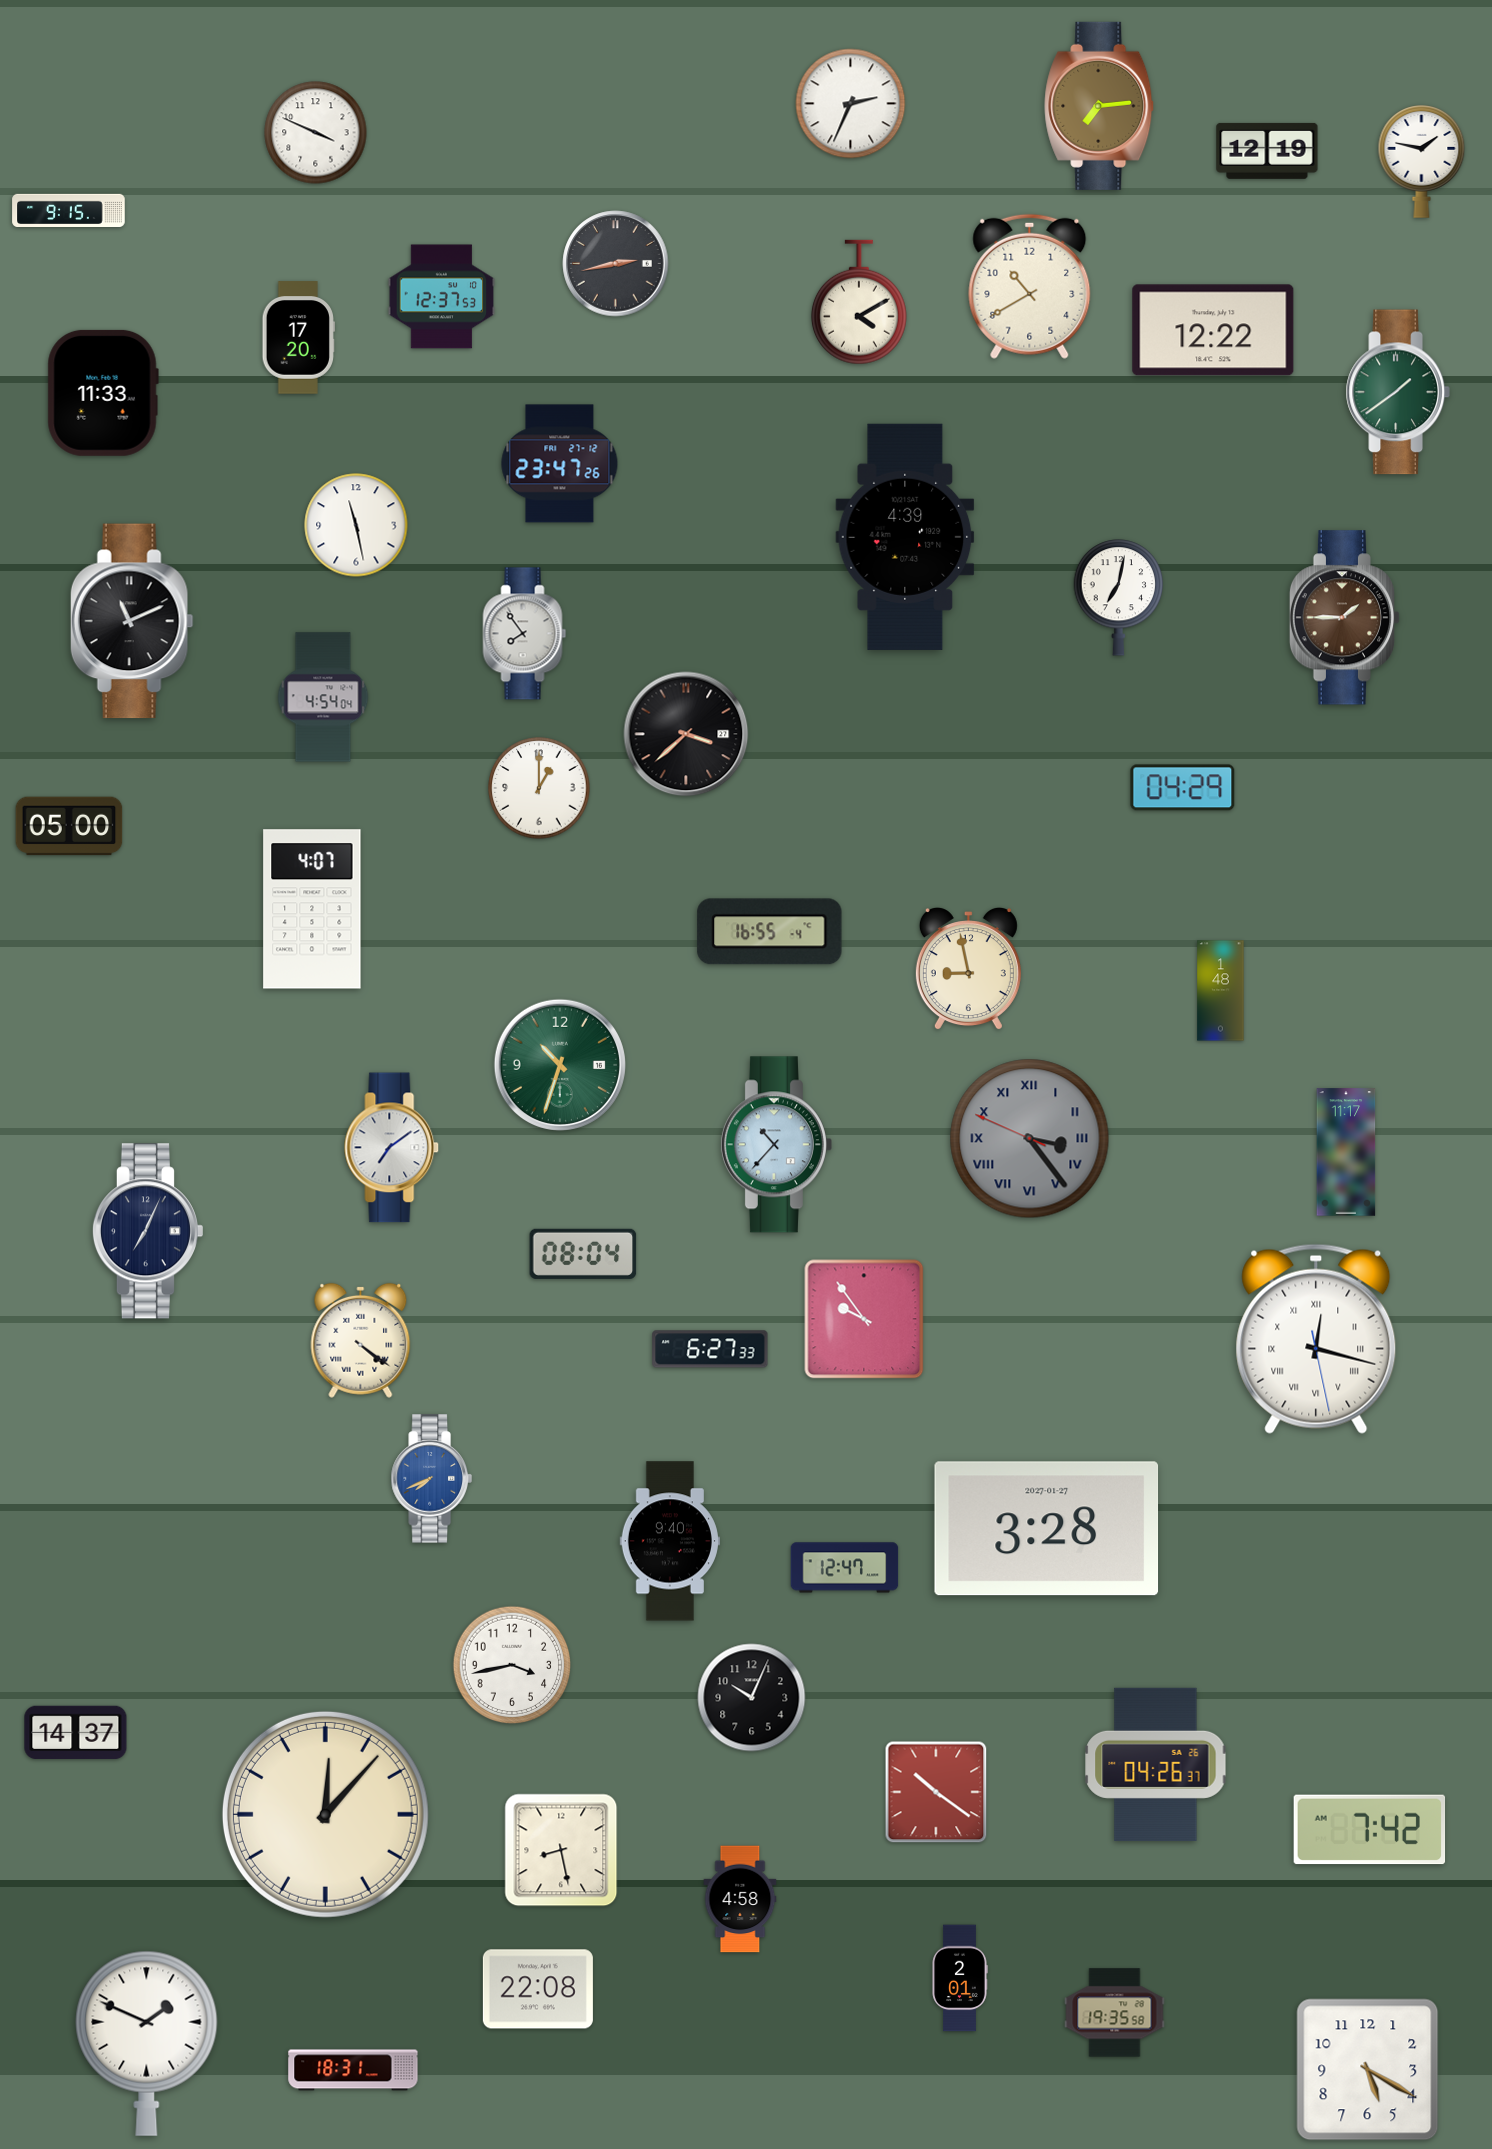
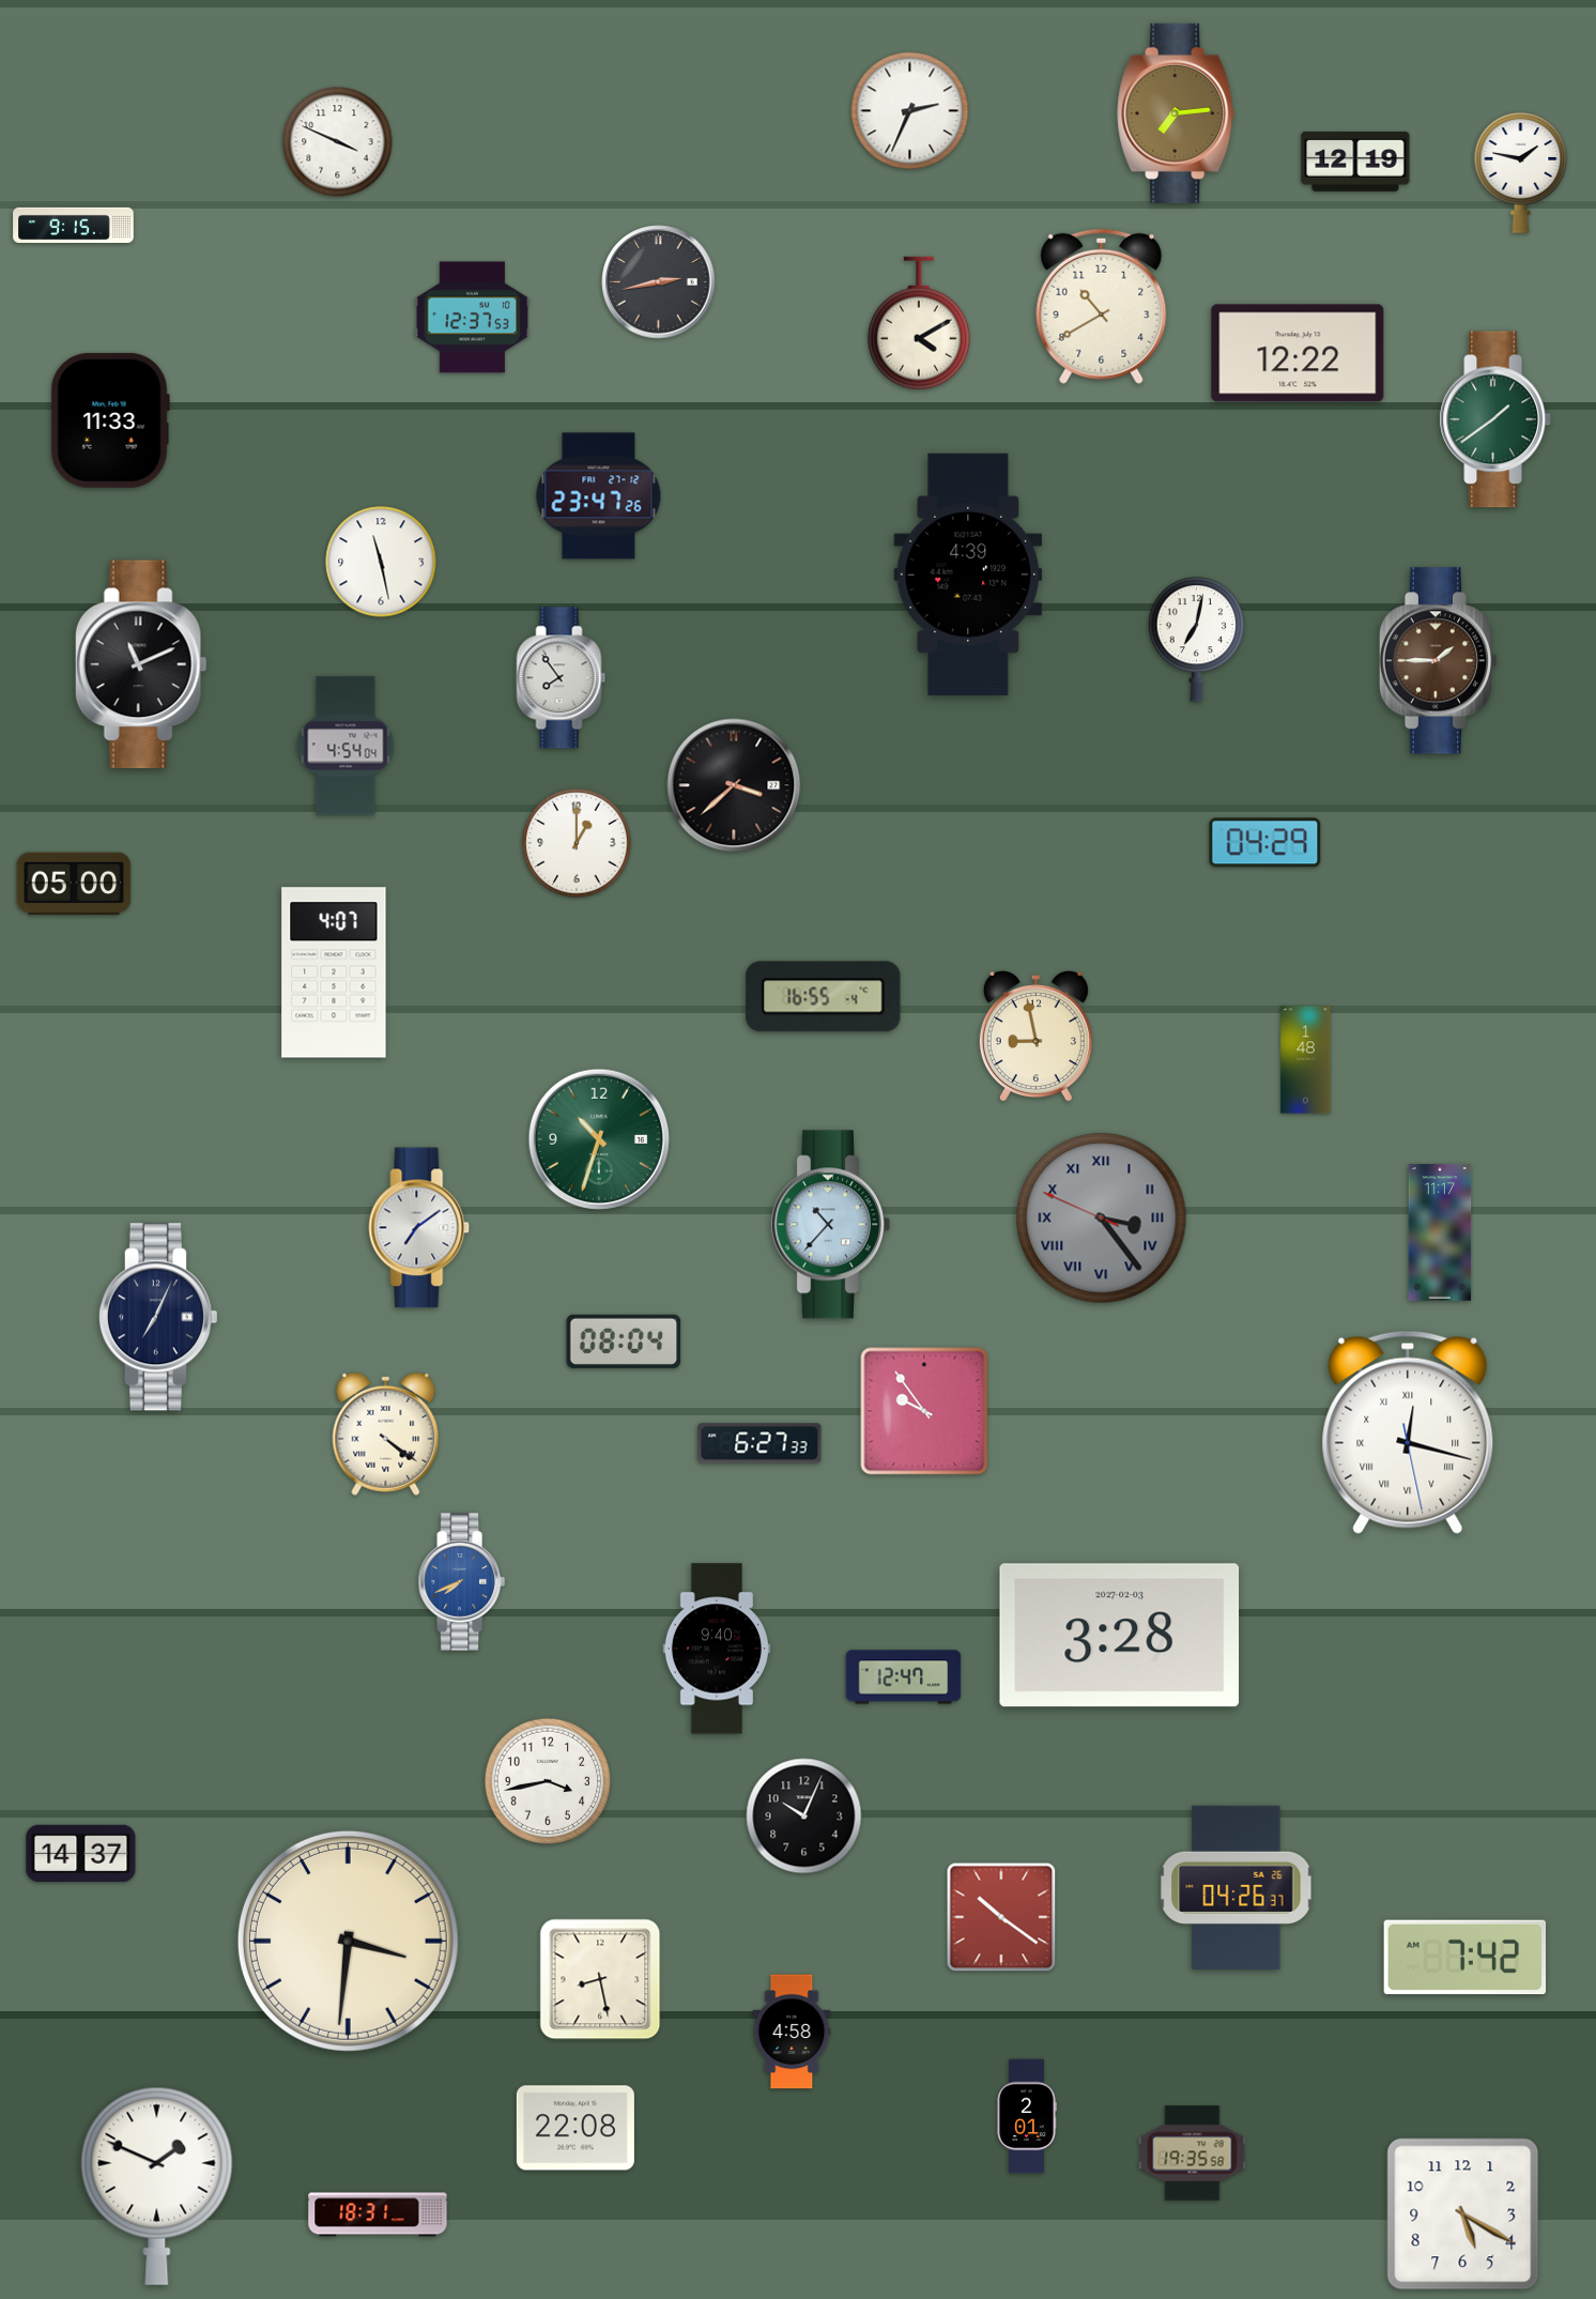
clock at (298, 338): 17:20 -> none
clock at (1046, 1529) date: 2027-01-27 -> 2027-02-03
clock at (325, 1814): 12:07 -> 3:31
